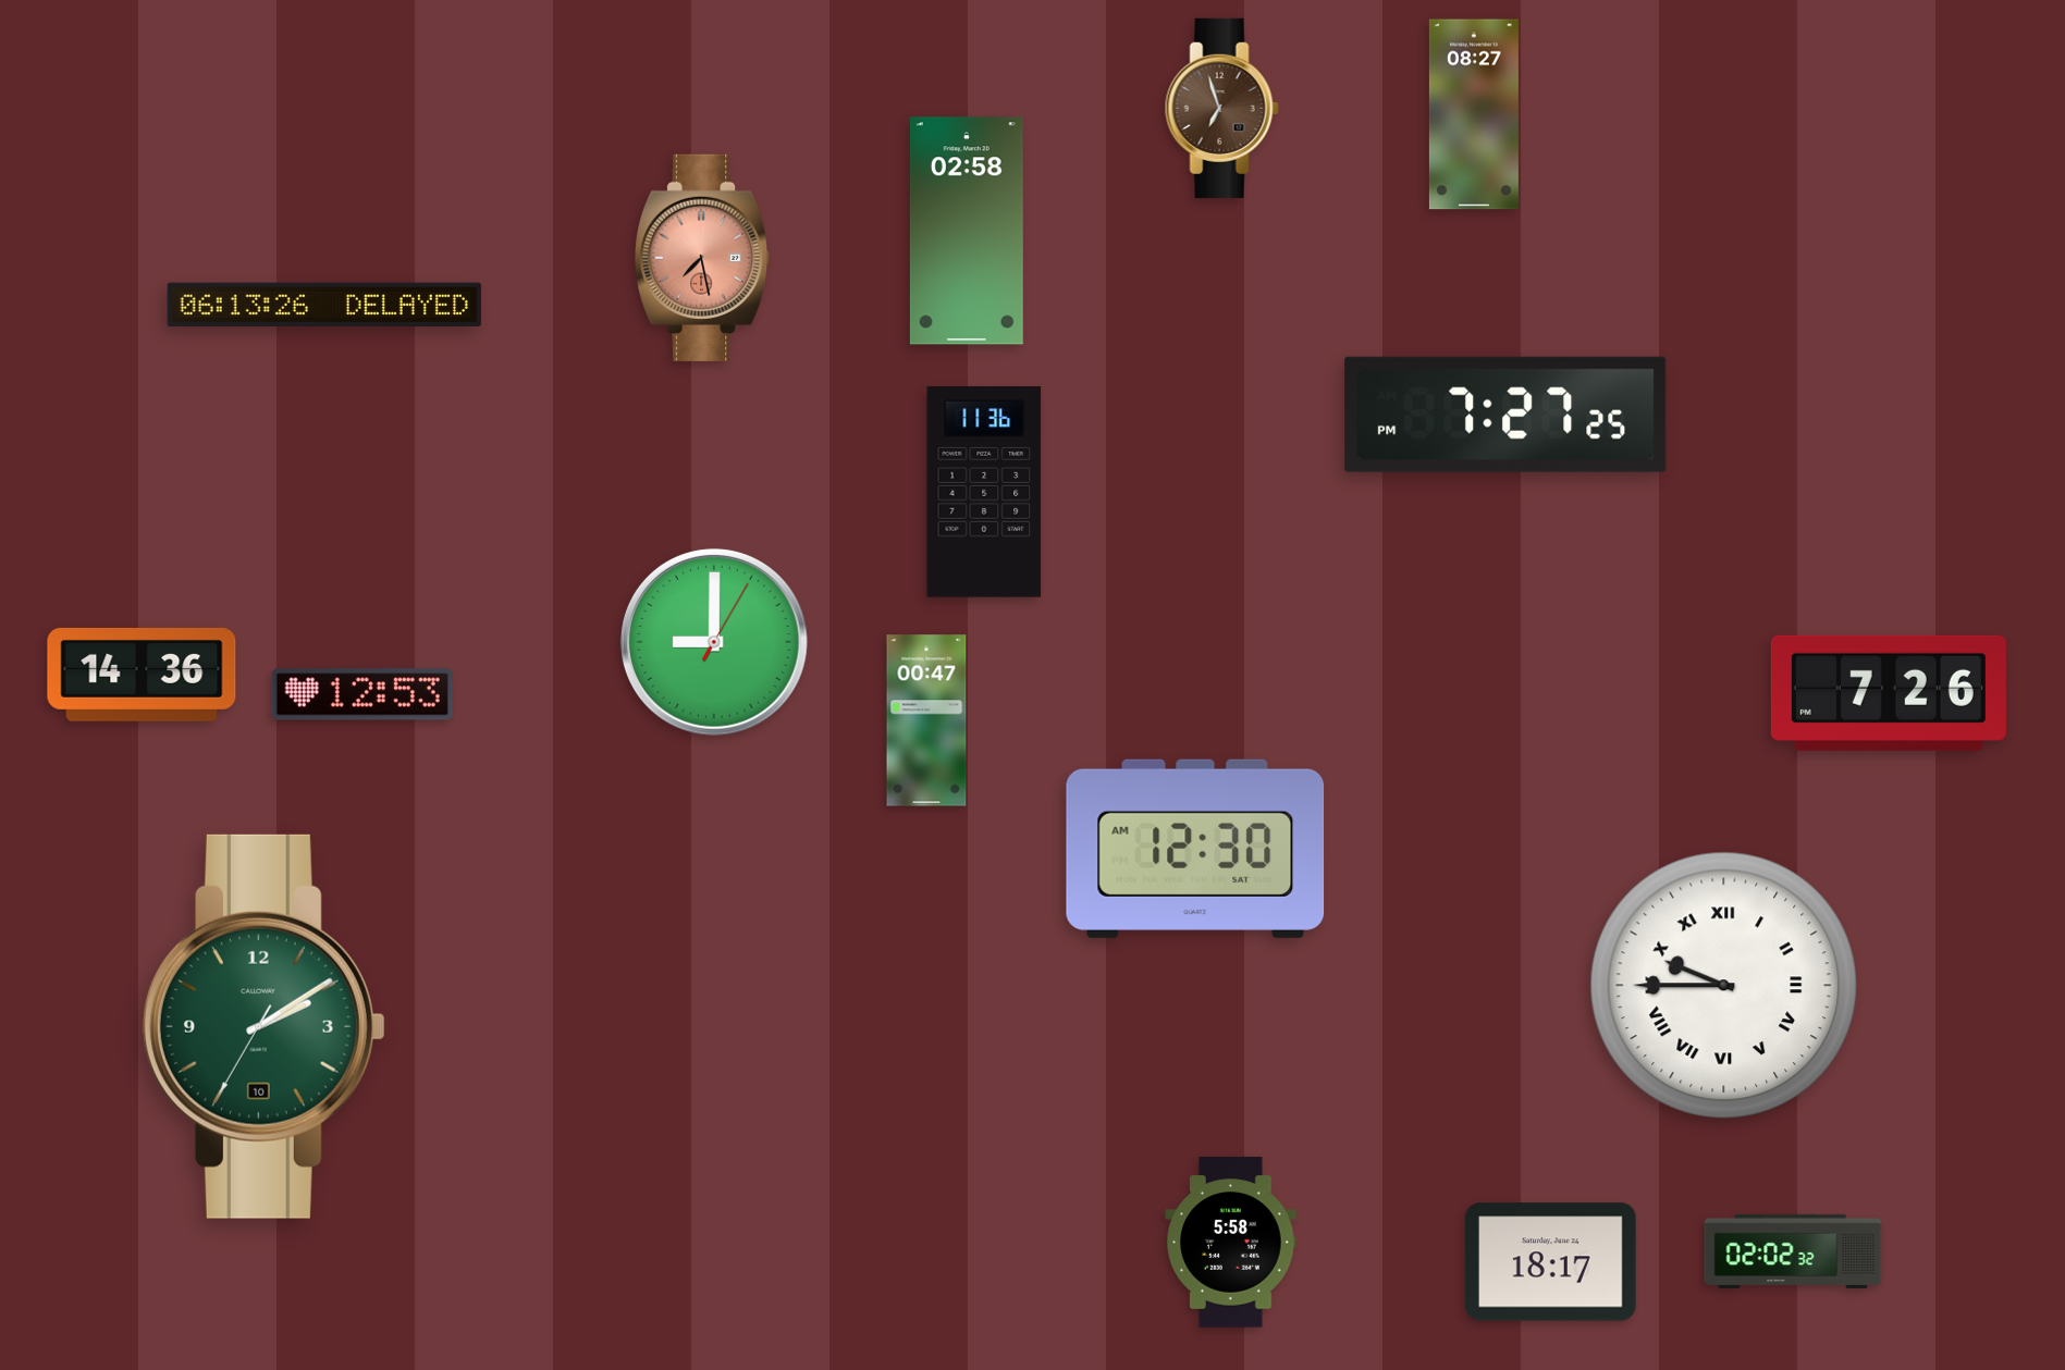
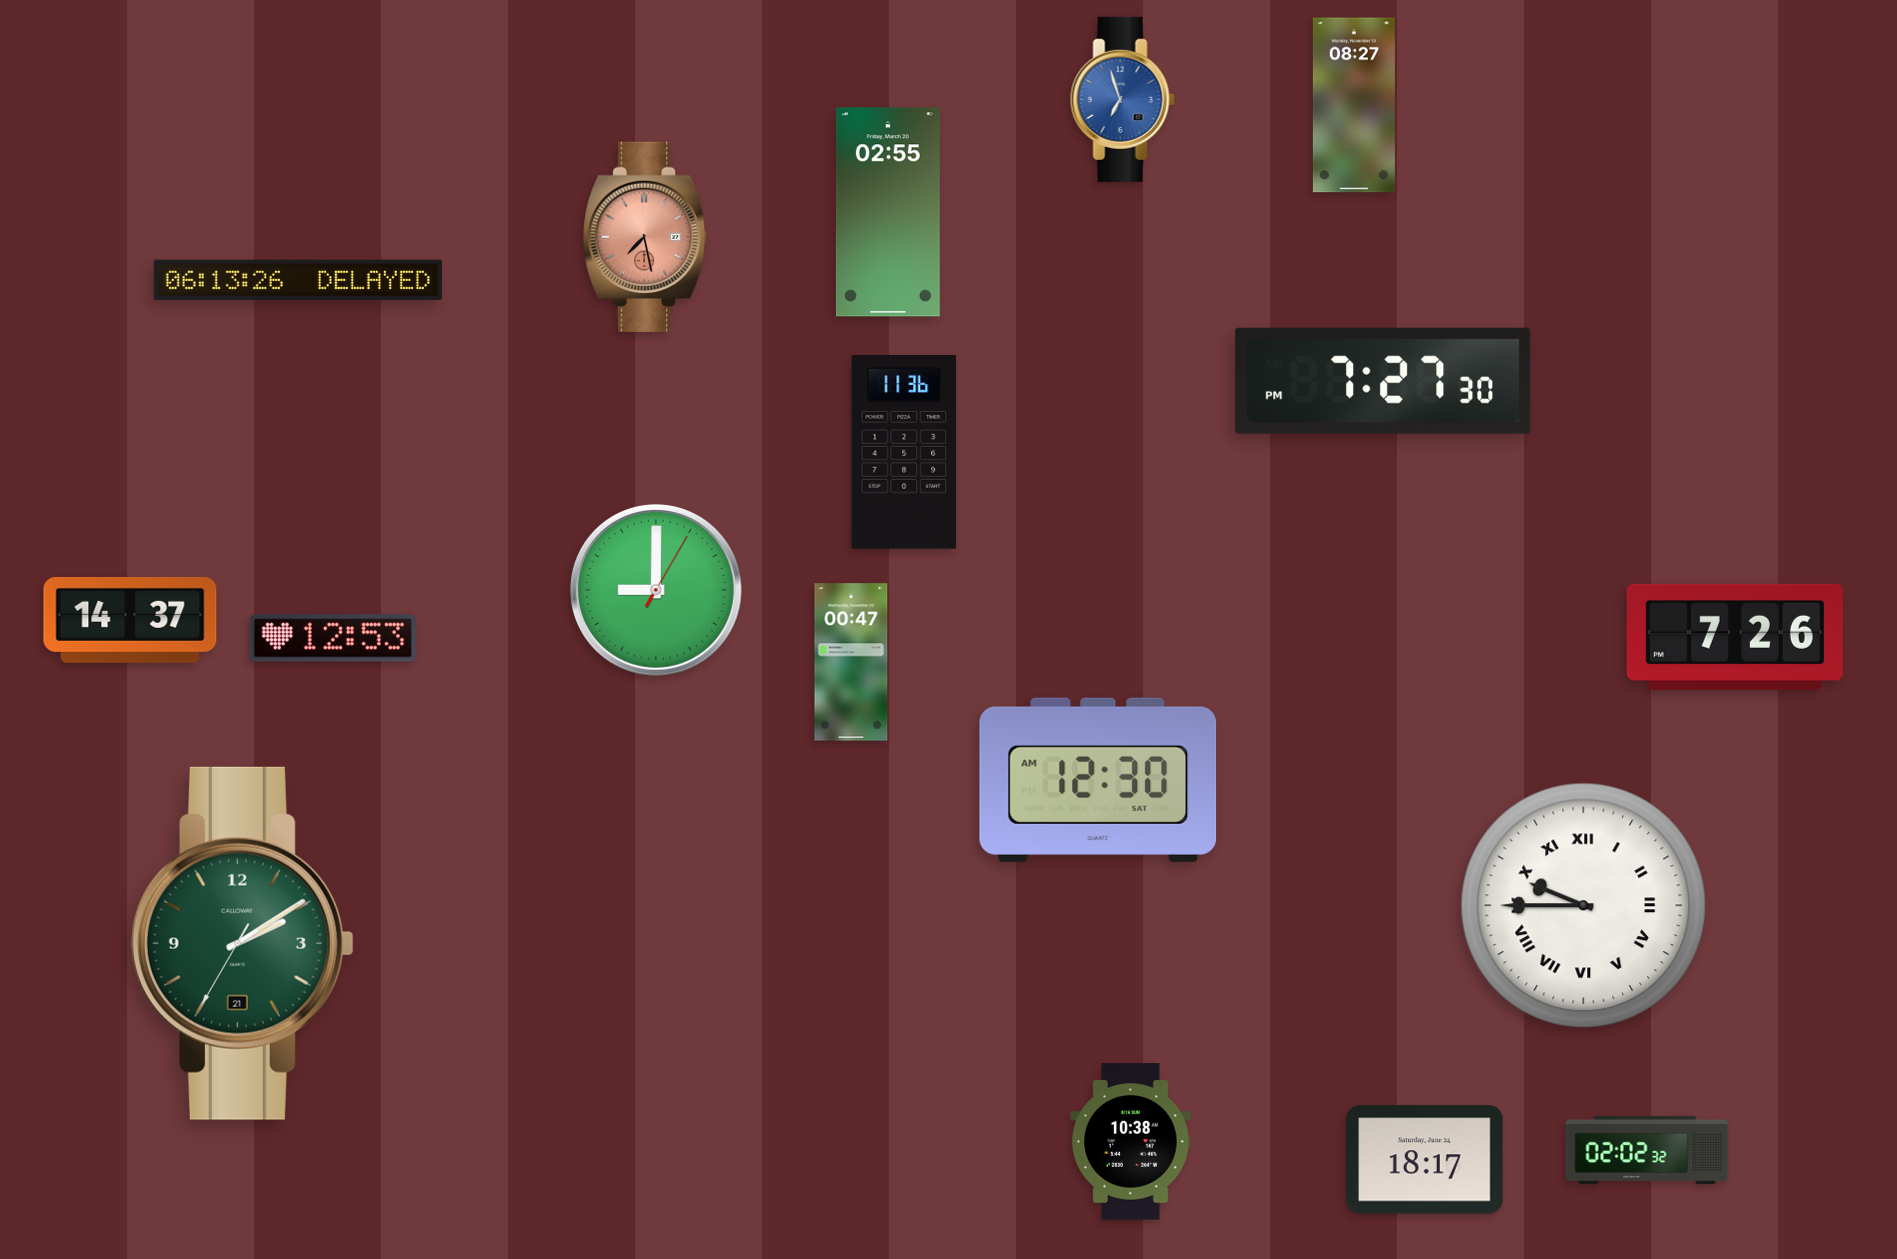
clock at (1221, 108) dial: brown -> blue
clock at (967, 231): 02:58 -> 02:55
clock at (1505, 415): 7:27:25 PM -> 7:27:30 PM
clock at (142, 675): 14:36 -> 14:37
clock at (263, 1026) date: 10 -> 21
clock at (1231, 1243): 5:58 -> 10:38
